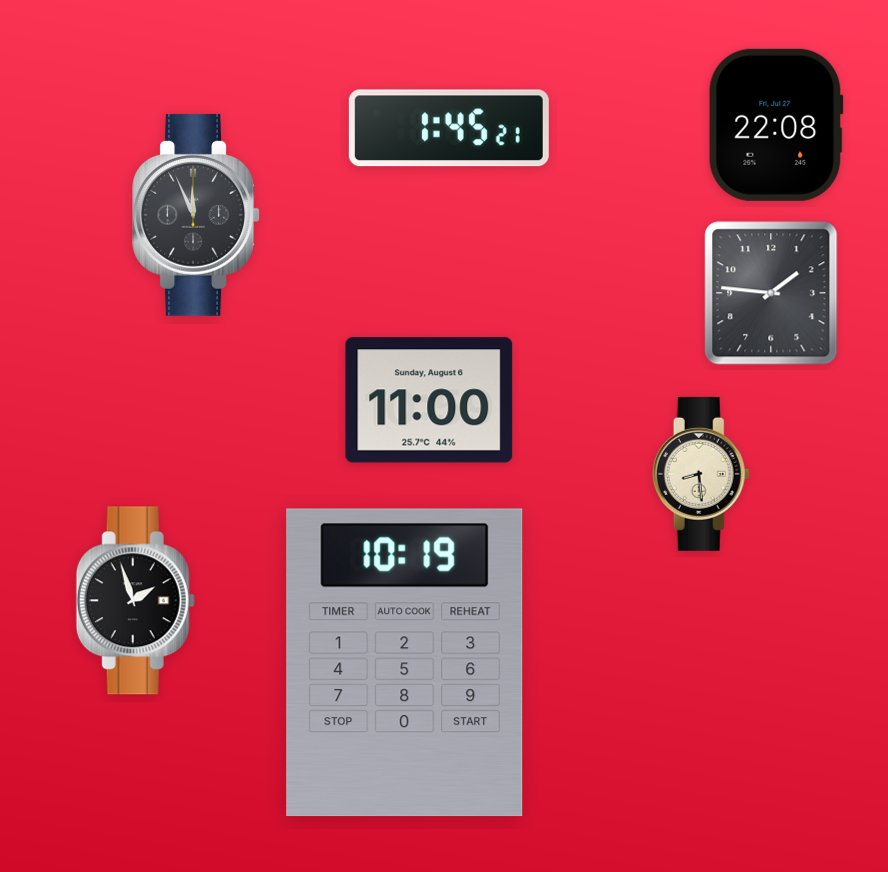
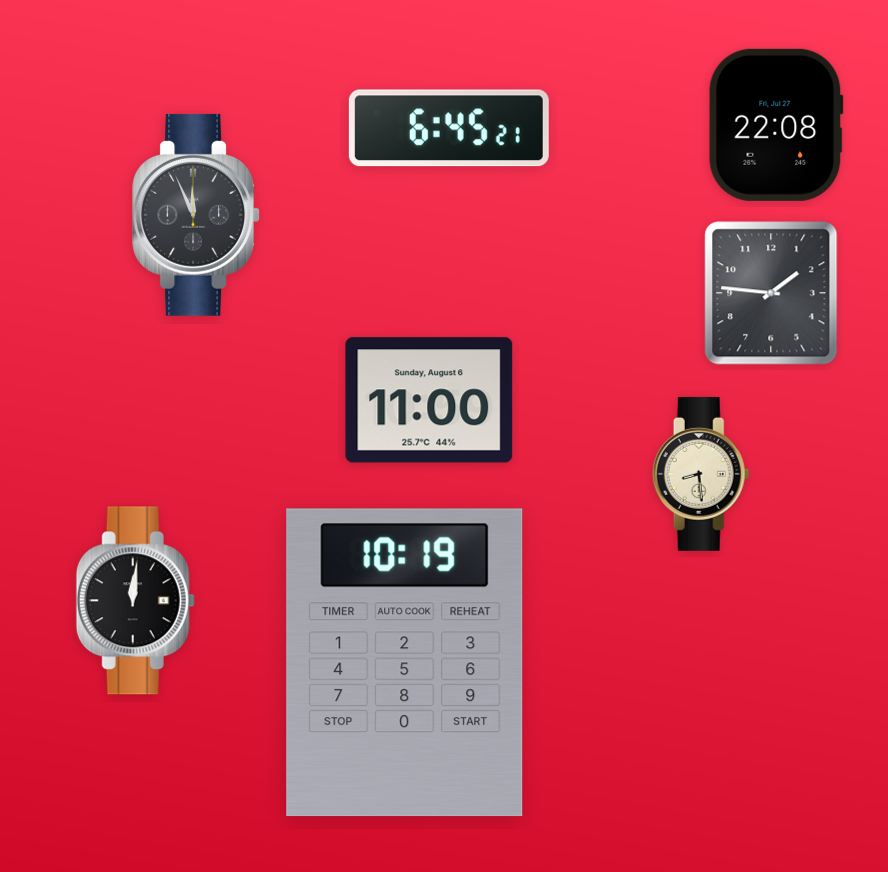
clock at (449, 128): 1:45 -> 6:45
clock at (135, 601): 1:57 -> 12:01
